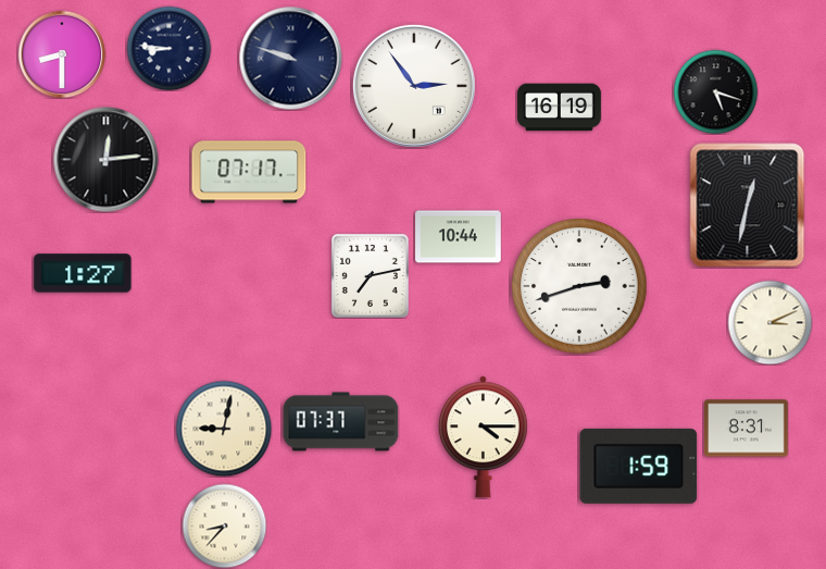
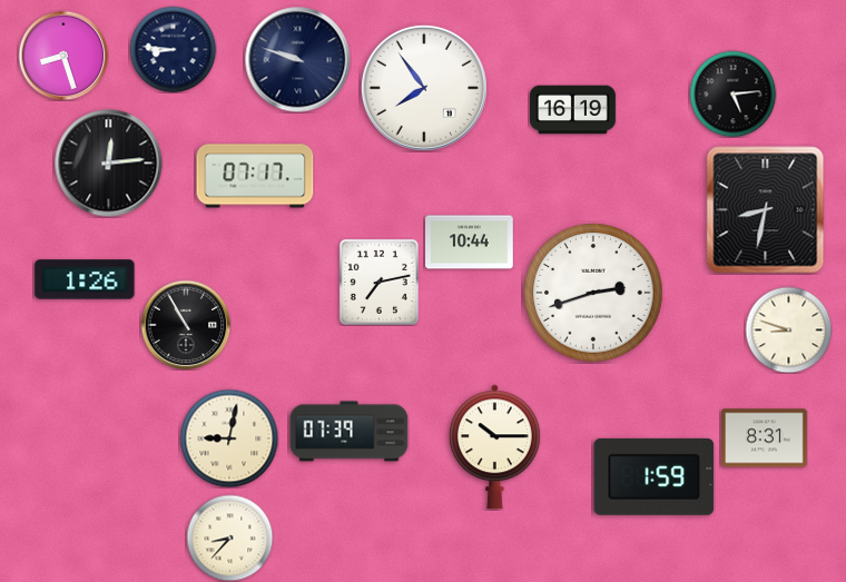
clock at (62, 54): 8:30 -> 8:27
clock at (414, 86): 2:54 -> 7:54
clock at (715, 91): 5:18 -> 5:14
clock at (748, 206): 12:32 -> 8:32
clock at (83, 273): 1:27 -> 1:26
clock at (186, 325): none -> 10:55
clock at (769, 322): 3:11 -> 8:48
clock at (341, 422): 07:37 -> 07:39
clock at (483, 437): 4:15 -> 10:15
